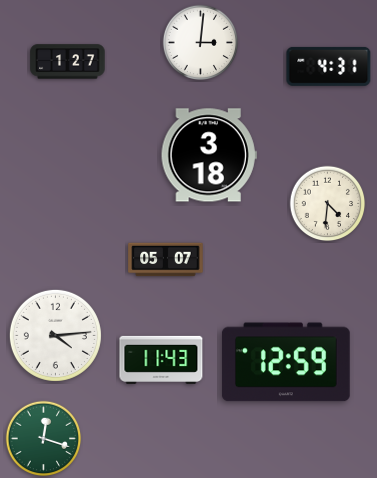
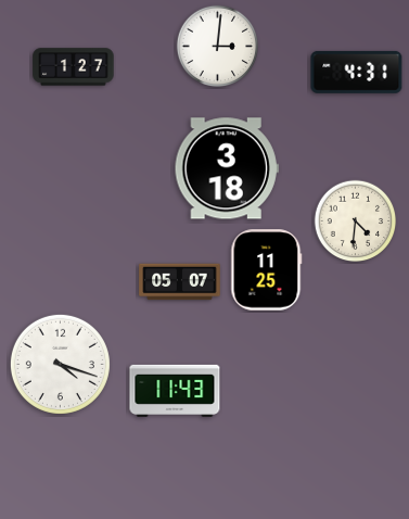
clock at (267, 270): none -> 11:25
clock at (55, 335): 4:14 -> 4:18
clock at (286, 362): 12:59 -> none
clock at (44, 439): 12:18 -> none
